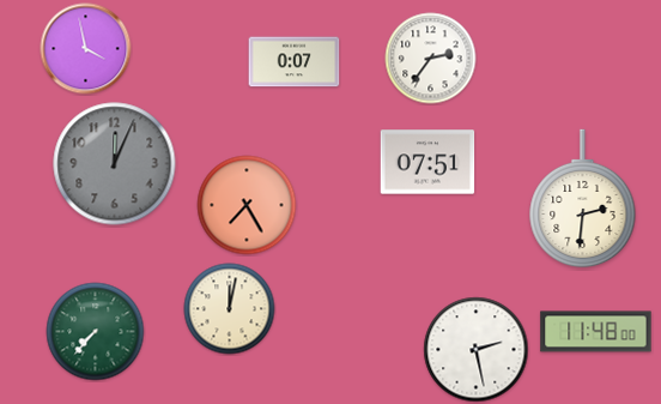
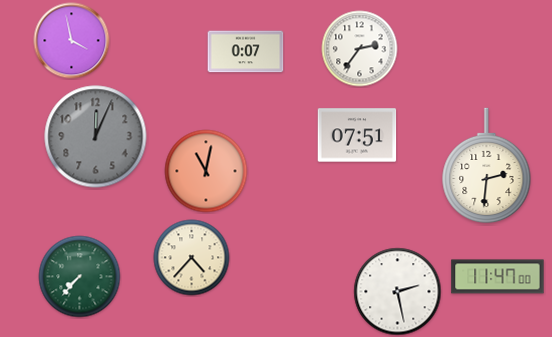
clock at (247, 205): 7:25 -> 11:02
clock at (230, 309): 12:02 -> 4:37
clock at (596, 332): 11:48 -> 11:47
